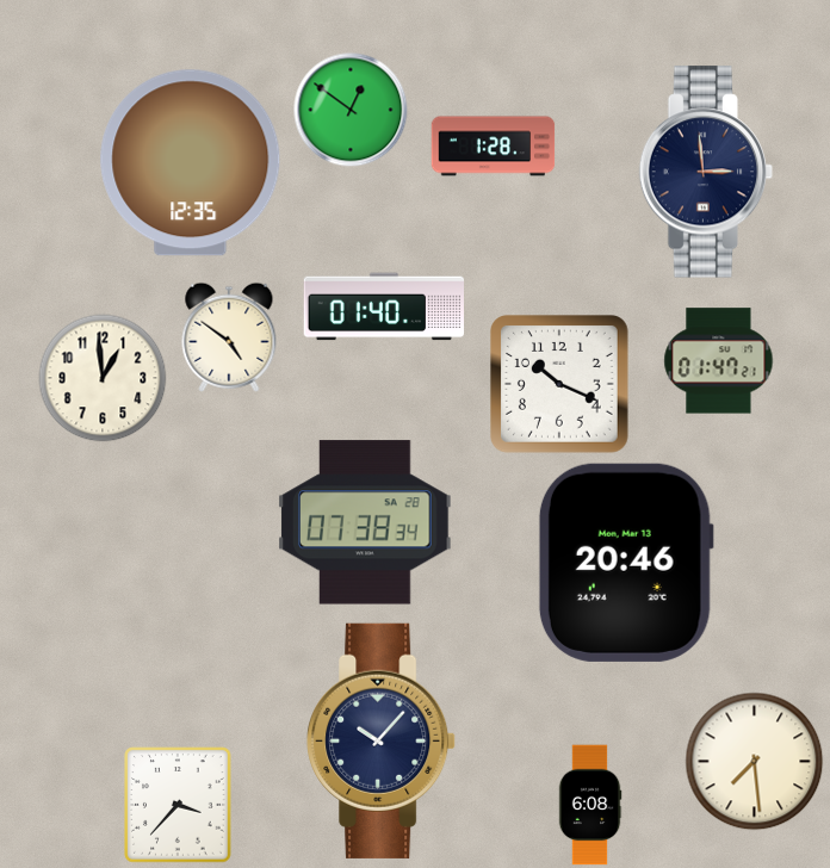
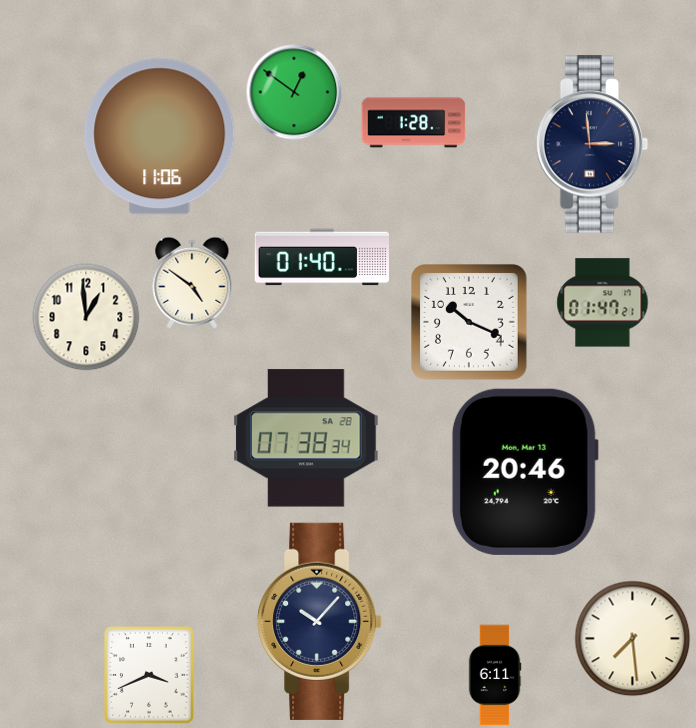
clock at (191, 163): 12:35 -> 11:06
clock at (178, 805): 3:37 -> 3:41
clock at (590, 805): 6:08 -> 6:11
